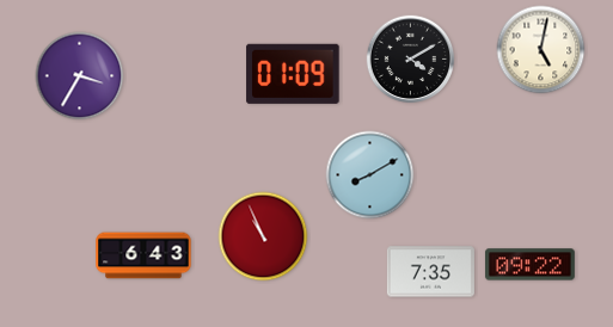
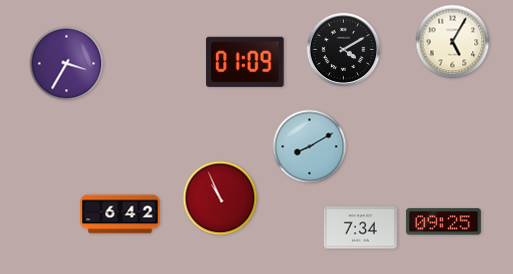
clock at (541, 50): 5:02 -> 5:05
clock at (143, 255): 6:43 -> 6:42
clock at (529, 265): 09:22 -> 09:25
clock at (430, 272): 7:35 -> 7:34
